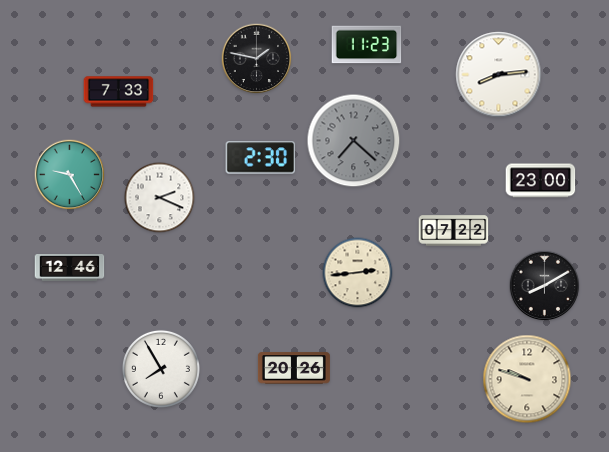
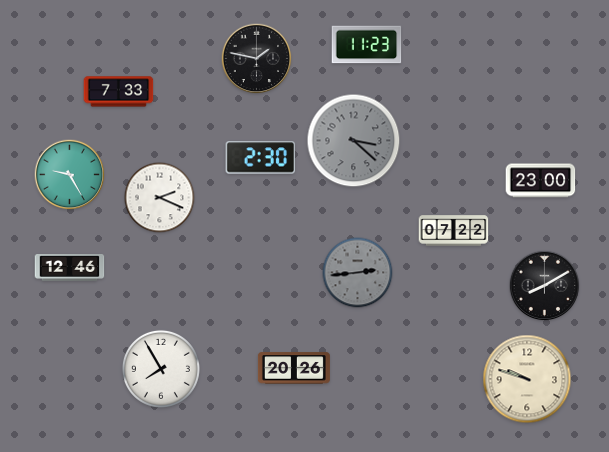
clock at (499, 75): 8:14 -> none
clock at (354, 141): 7:22 -> 3:22
clock at (358, 273) dial: cream -> grey
